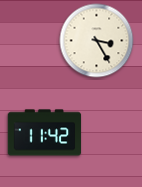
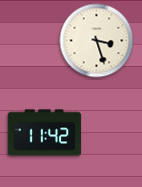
clock at (97, 41): 3:25 -> 3:27
